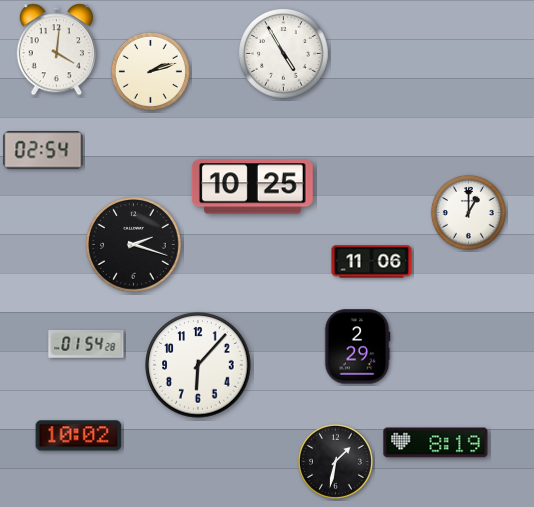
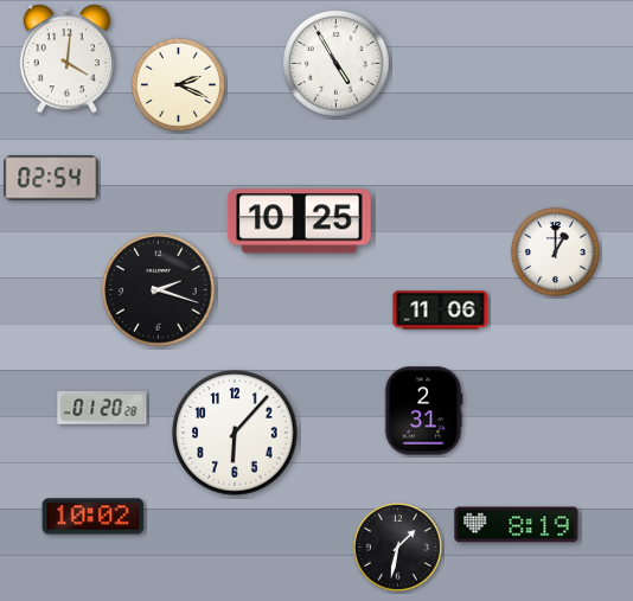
clock at (150, 71): 2:12 -> 2:19
clock at (86, 344): 01:54 -> 01:20
clock at (357, 347): 2:29 -> 2:31
